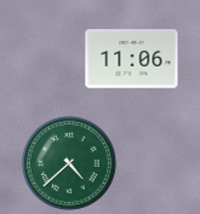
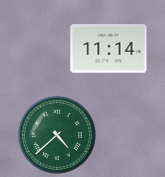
clock at (132, 59): 11:06 -> 11:14
